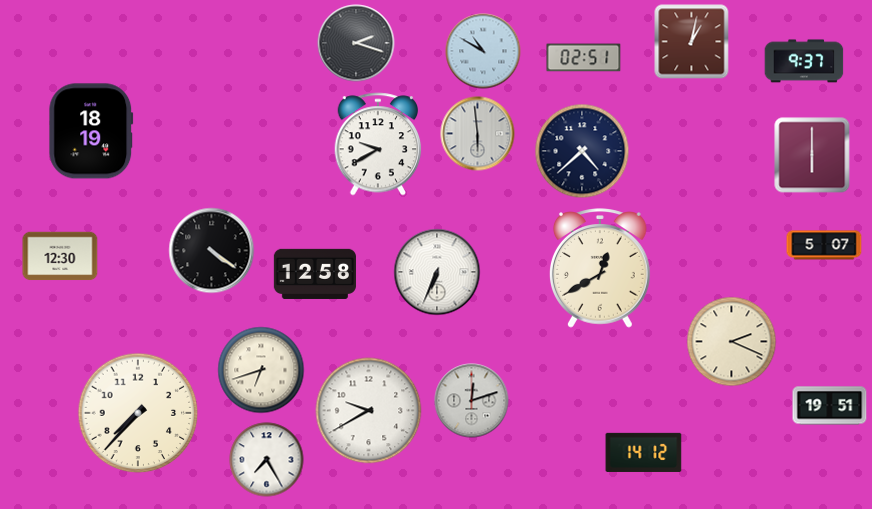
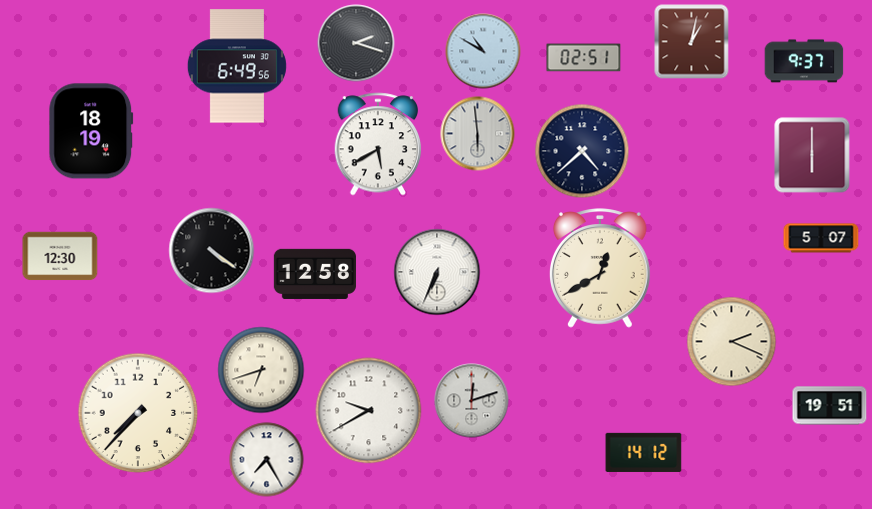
clock at (237, 66): none -> 6:49
clock at (378, 144): 9:40 -> 5:40
clock at (824, 245) position: (824, 245) -> (821, 238)
